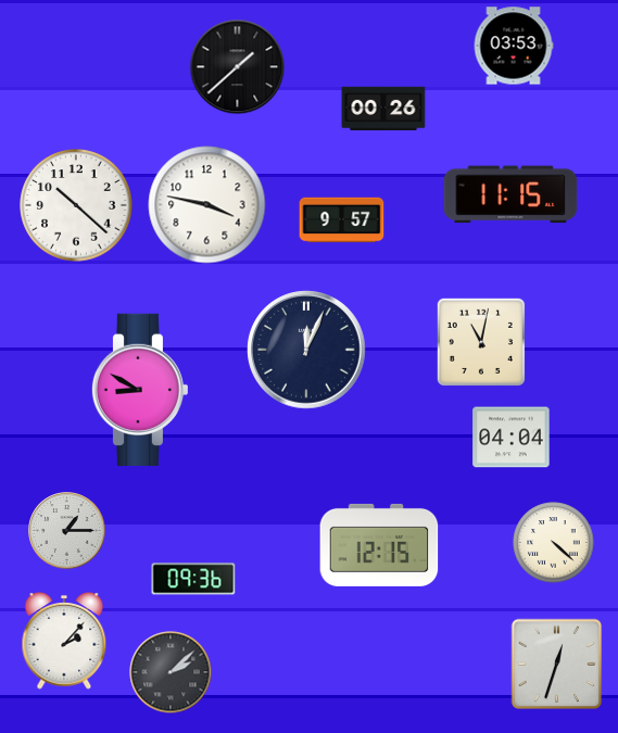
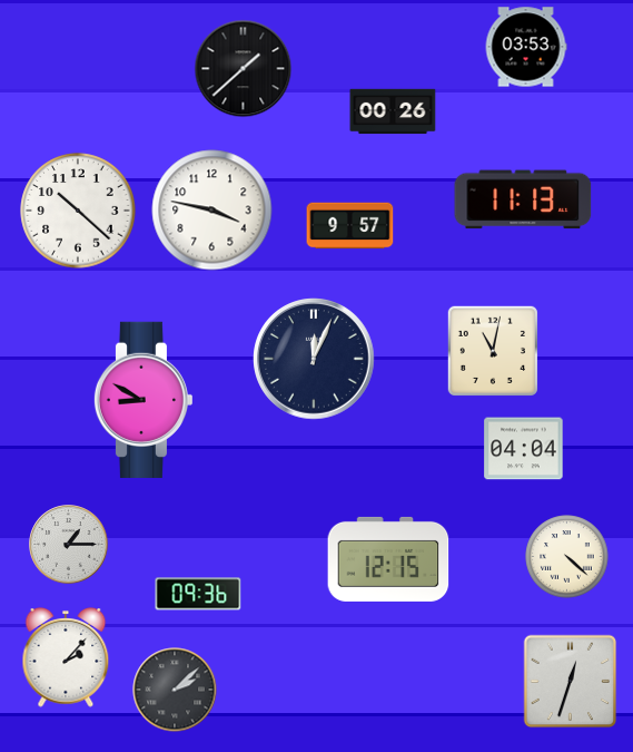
clock at (510, 194): 11:15 -> 11:13
